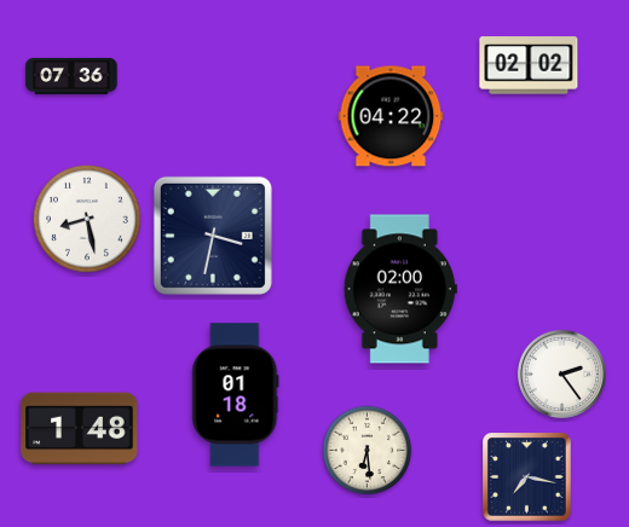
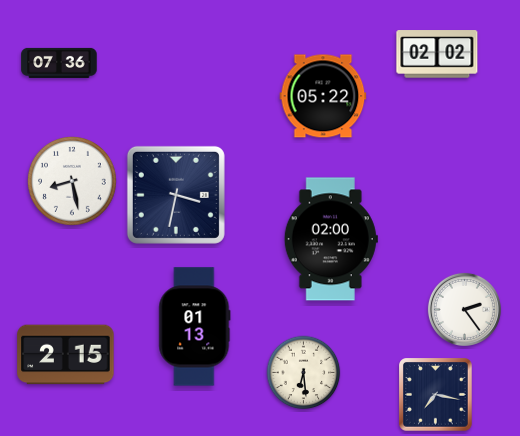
clock at (391, 116): 04:22 -> 05:22
clock at (236, 395): 01:18 -> 01:13
clock at (80, 429): 1:48 -> 2:15
